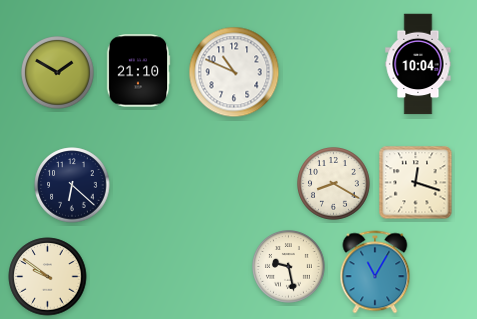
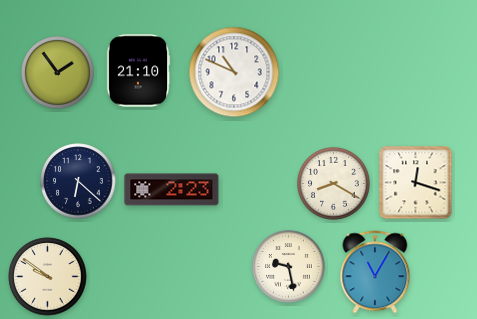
clock at (418, 64): 10:04 -> none
clock at (58, 73): 1:50 -> 1:54
clock at (72, 185) position: (72, 185) -> (78, 181)
clock at (172, 190): none -> 2:23
